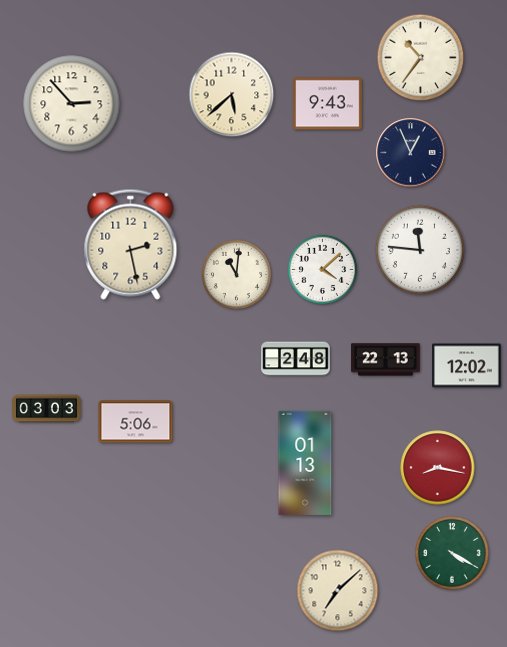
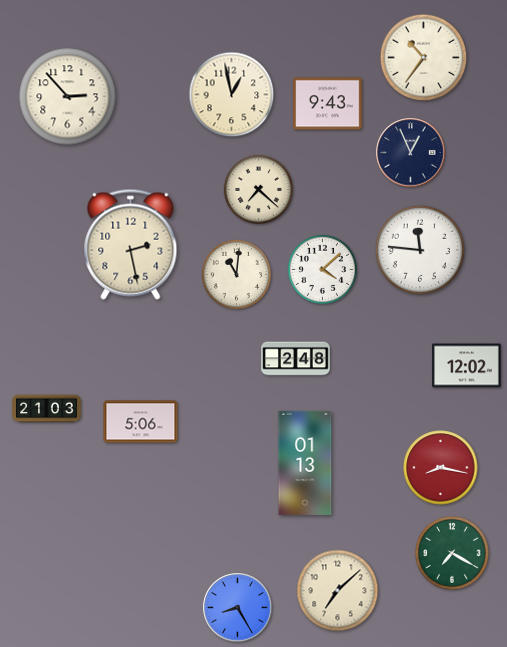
clock at (421, 58) position: (421, 58) -> (424, 58)
clock at (232, 95): 5:38 -> 12:58
clock at (72, 104) position: (72, 104) -> (68, 97)
clock at (258, 189): none -> 7:22
clock at (386, 360): 22:13 -> none
clock at (47, 409): 03:03 -> 21:03
clock at (136, 422) position: (136, 422) -> (141, 422)
clock at (438, 468) position: (438, 468) -> (441, 468)
clock at (452, 553): 4:20 -> 7:20
clock at (238, 608): none -> 8:25
